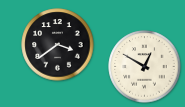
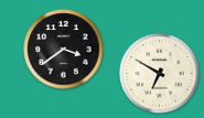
clock at (145, 67): 12:50 -> 6:50
